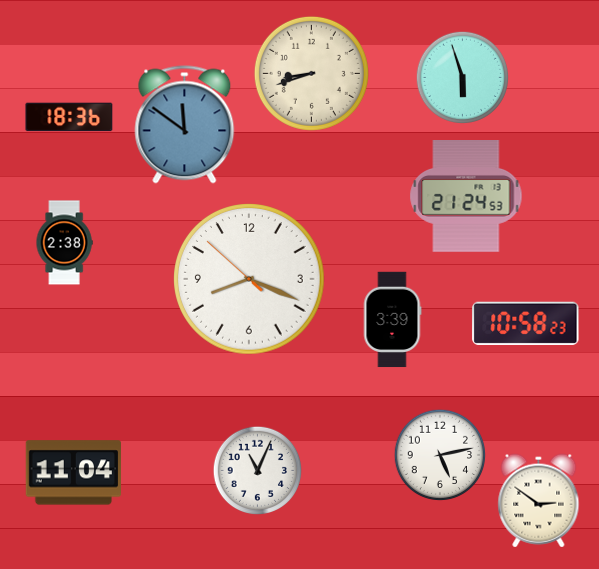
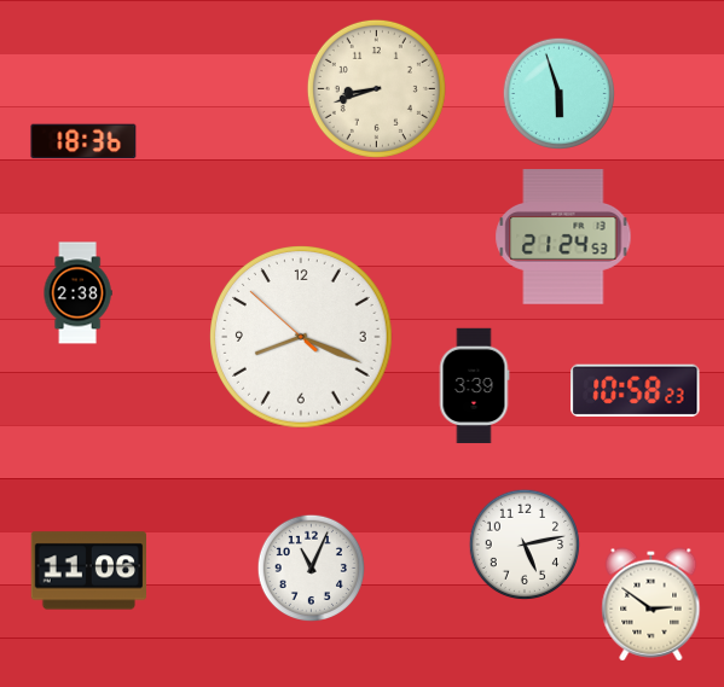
clock at (185, 125): 11:51 -> none
clock at (439, 454) position: (439, 454) -> (523, 543)
clock at (73, 473): 11:04 -> 11:06
